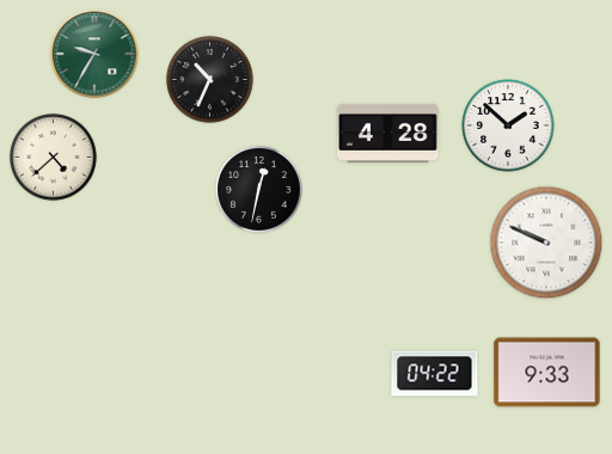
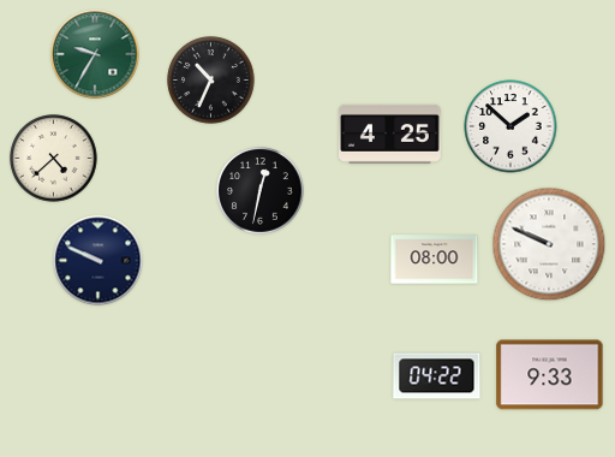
clock at (387, 133): 4:28 -> 4:25
clock at (435, 260): none -> 08:00
clock at (98, 261): none -> 9:49
